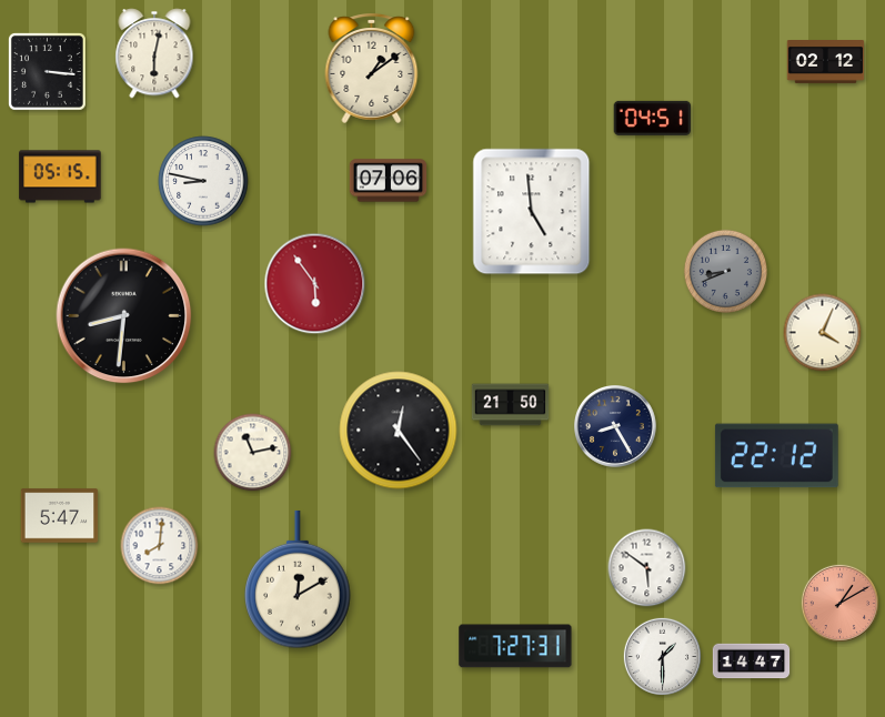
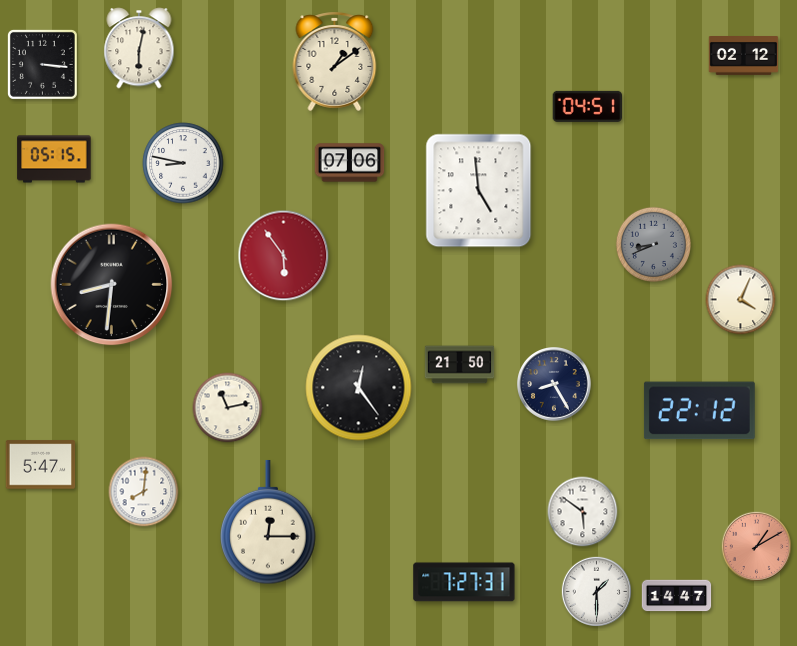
clock at (60, 516) position: (60, 516) -> (41, 465)
clock at (298, 579): 12:10 -> 12:15
clock at (839, 603) position: (839, 603) -> (756, 546)
